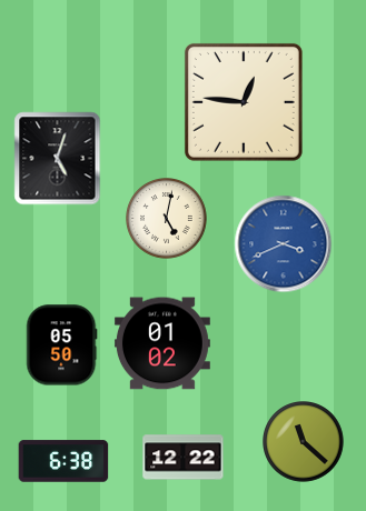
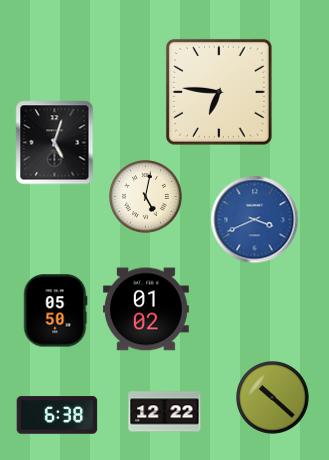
clock at (244, 102): 12:46 -> 6:46
clock at (58, 159) position: (58, 159) -> (55, 143)
clock at (167, 219) position: (167, 219) -> (146, 197)
clock at (304, 442): 11:22 -> 10:22
